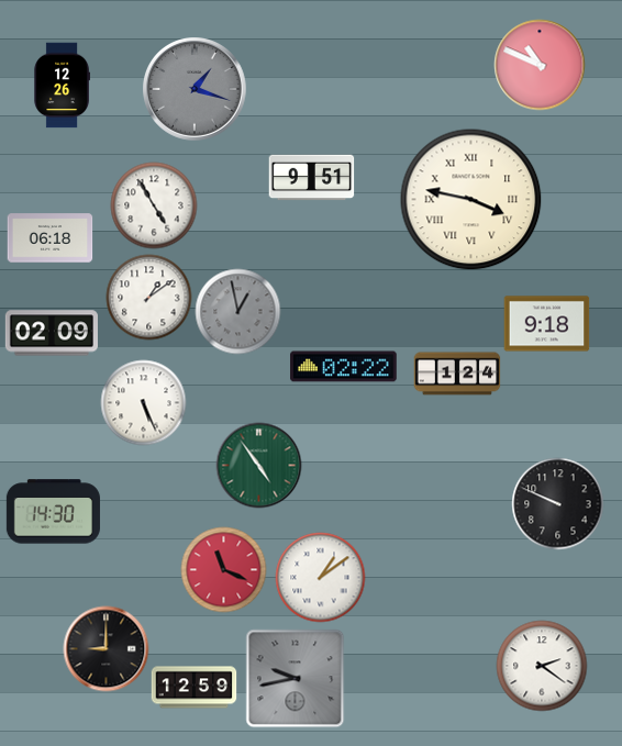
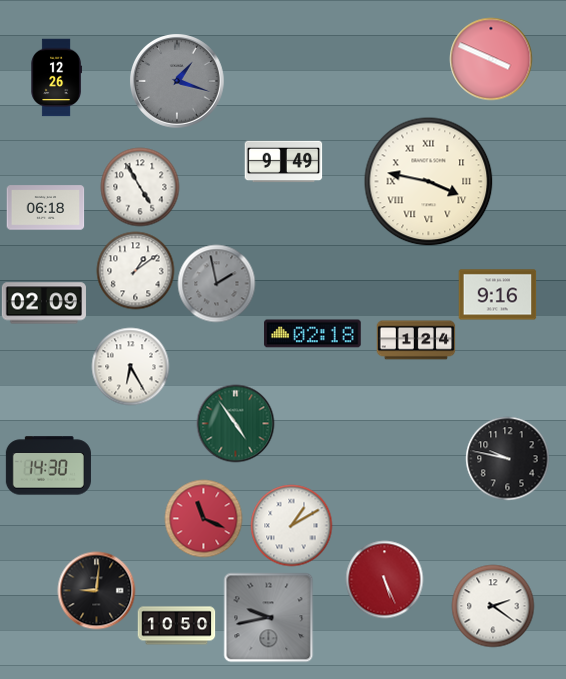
clock at (540, 65): 10:49 -> 3:49
clock at (311, 178): 9:51 -> 9:49
clock at (49, 238) position: (49, 238) -> (45, 208)
clock at (237, 311): 12:58 -> 1:58
clock at (546, 324): 9:18 -> 9:16
clock at (52, 333) position: (52, 333) -> (44, 303)
clock at (344, 367): 02:22 -> 02:18
clock at (143, 402): 5:26 -> 6:25
clock at (557, 503): 9:49 -> 9:47
clock at (320, 577): 1:09 -> 1:10
clock at (384, 579): none -> 5:26
clock at (105, 648): 9:00 -> 9:01
clock at (193, 688): 12:59 -> 10:50
